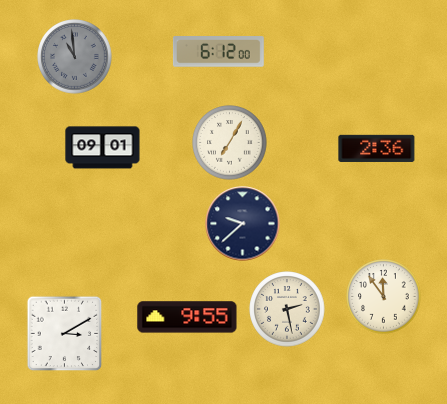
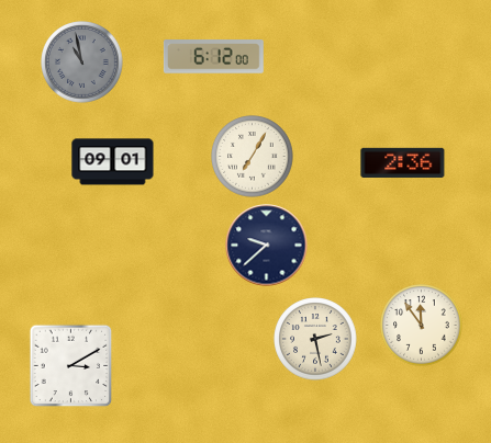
clock at (218, 52) position: (218, 52) -> (213, 57)
clock at (75, 57): 10:59 -> 10:58
clock at (377, 148) position: (377, 148) -> (403, 162)
clock at (187, 317): 9:55 -> none
